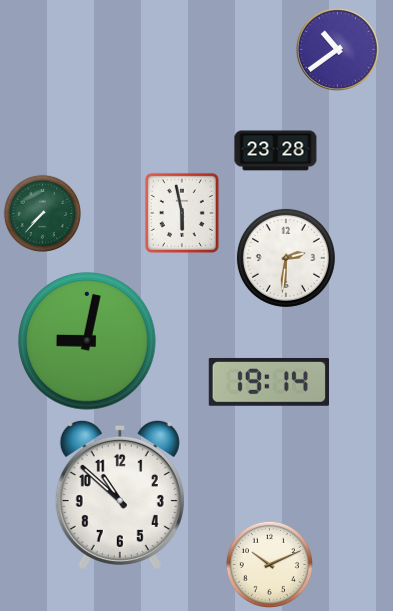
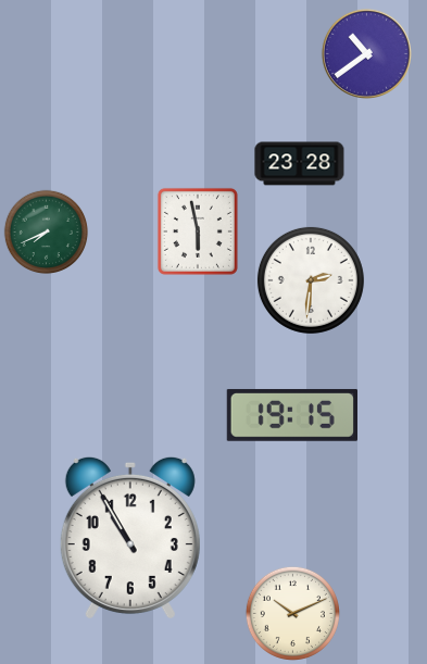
clock at (43, 214): 7:37 -> 7:41
clock at (87, 341): 9:02 -> none
clock at (268, 382): 19:14 -> 19:15
clock at (120, 494): 10:52 -> 10:55
